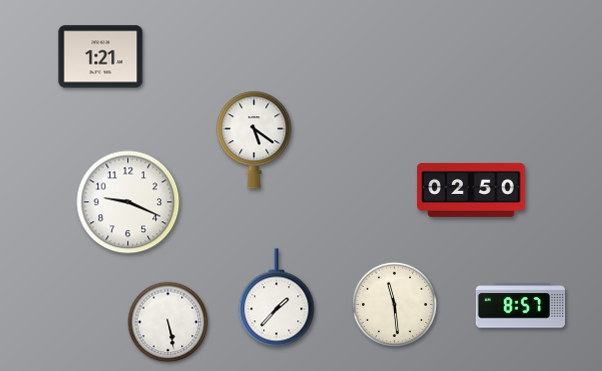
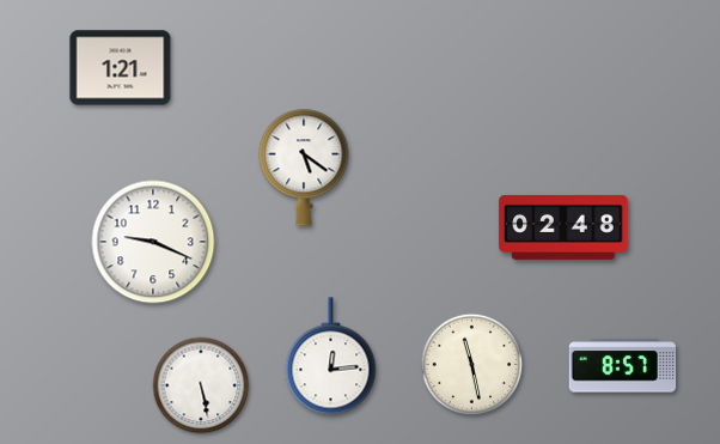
clock at (471, 190): 02:50 -> 02:48
clock at (277, 298): 1:37 -> 12:14
clock at (395, 305): 11:29 -> 11:28
